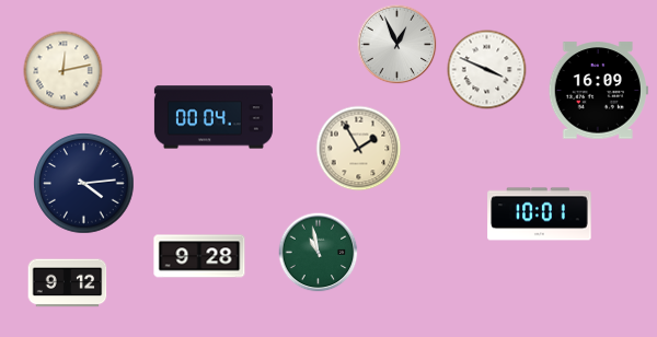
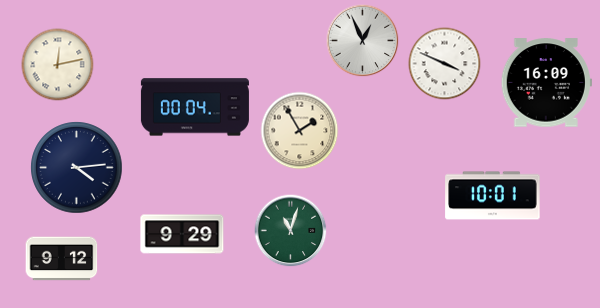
clock at (359, 149) position: (359, 149) -> (300, 131)
clock at (319, 253): 10:58 -> 11:03
clock at (199, 256): 9:28 -> 9:29
